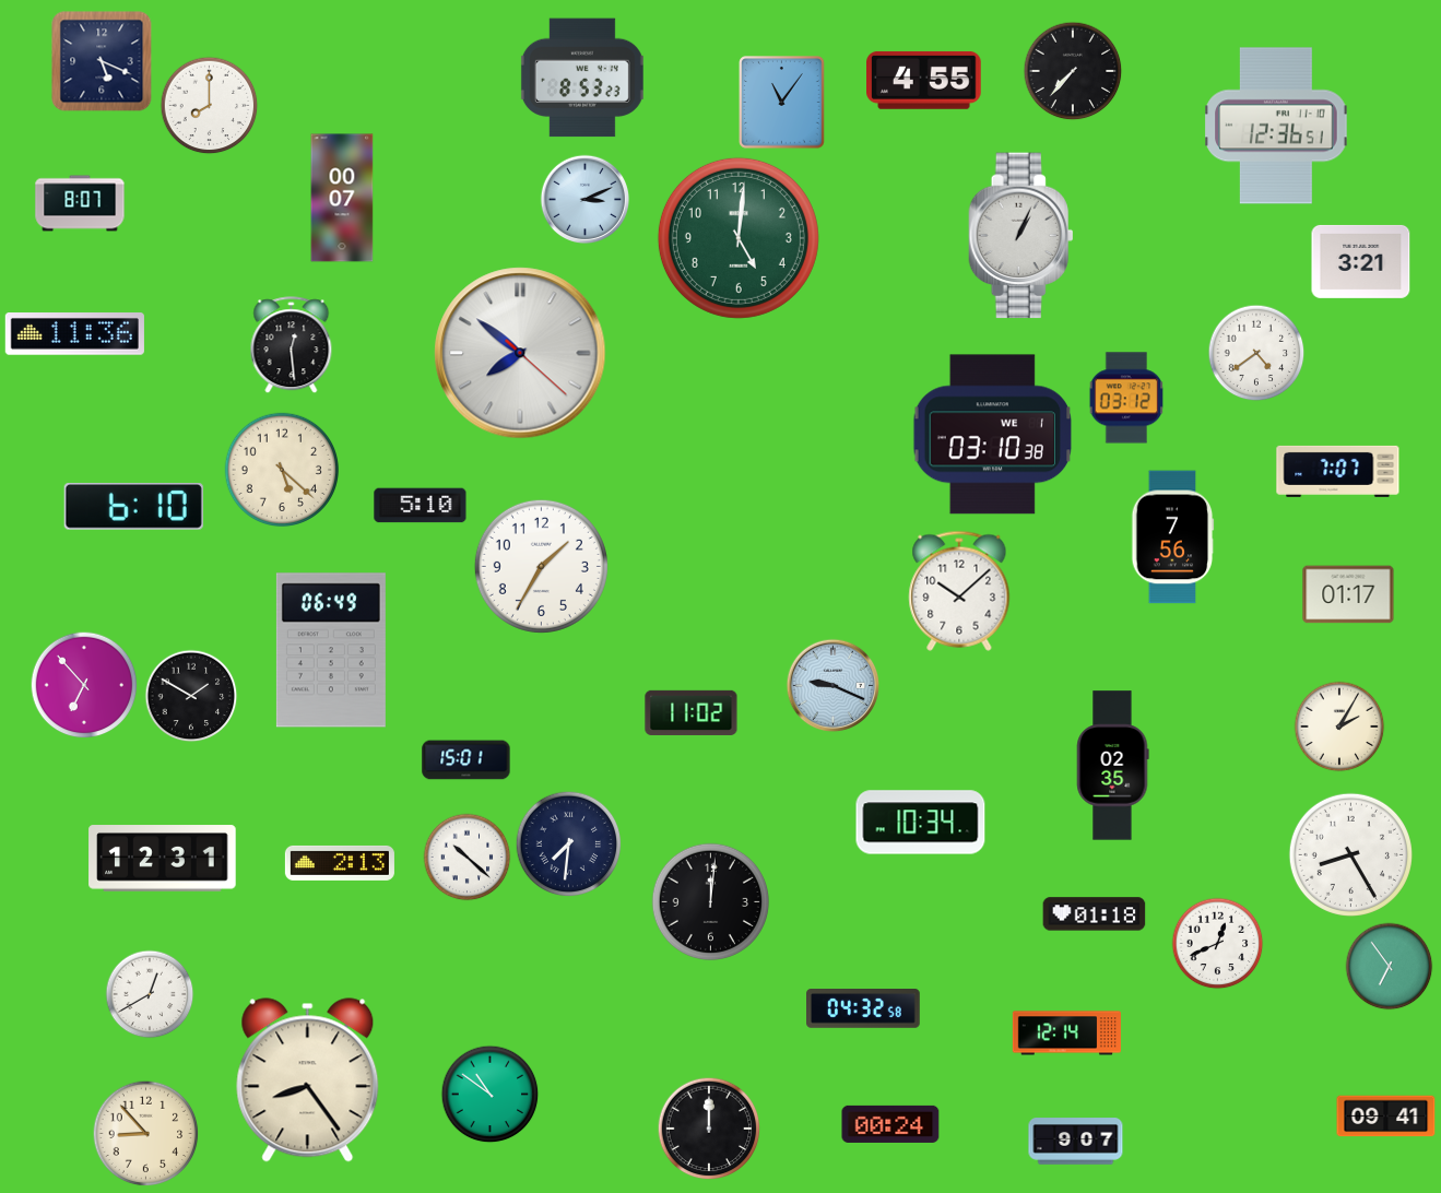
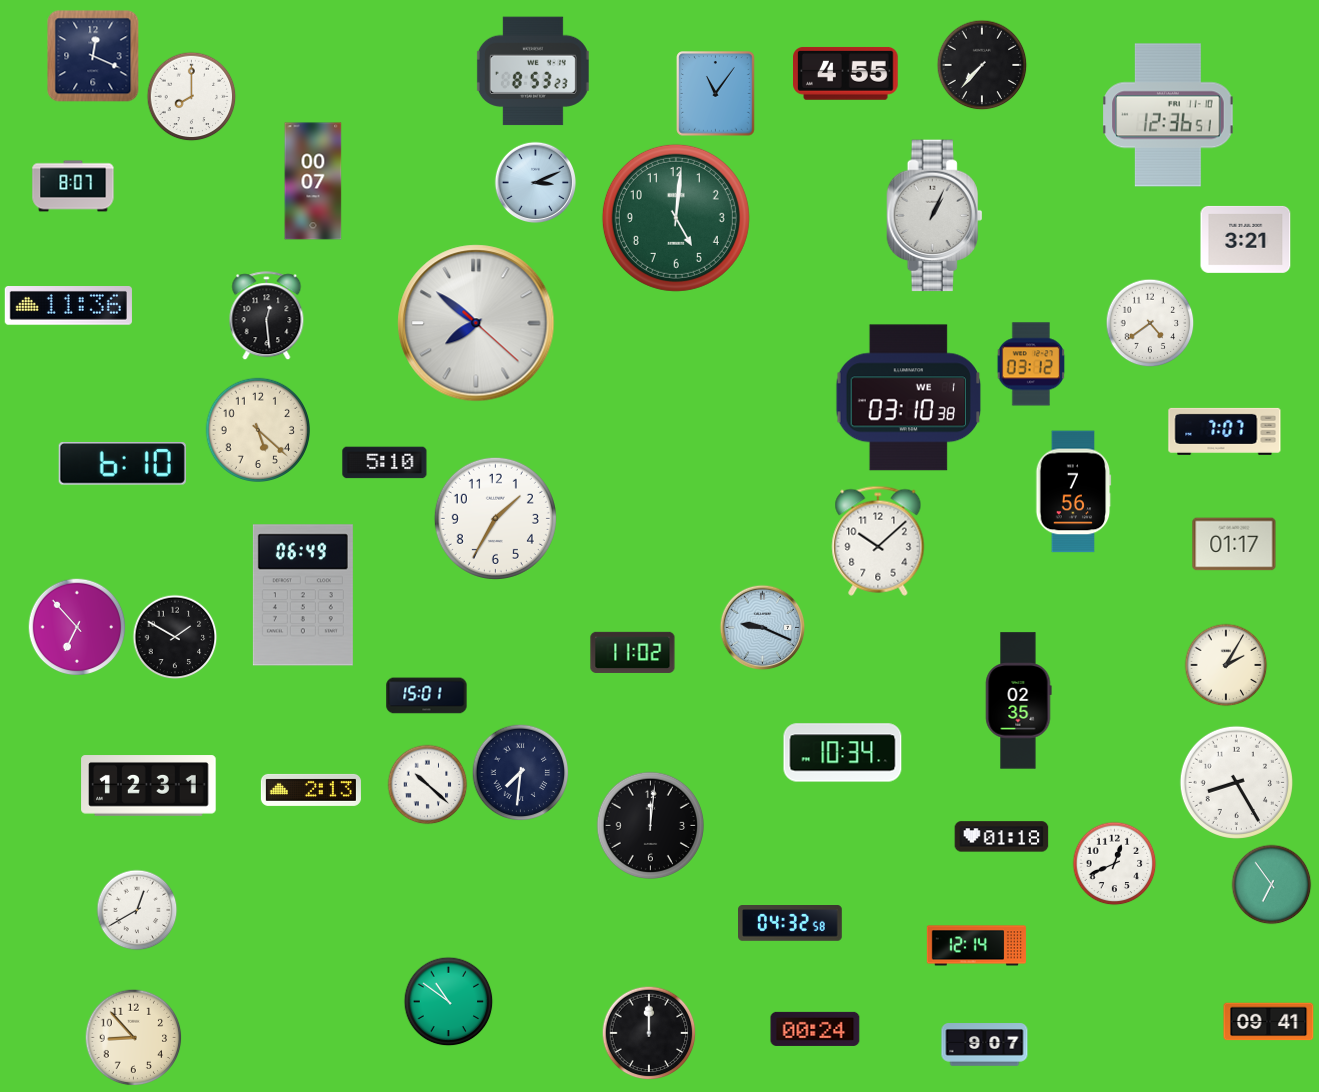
clock at (102, 61): 5:19 -> 12:19
clock at (308, 1080): 8:24 -> none
